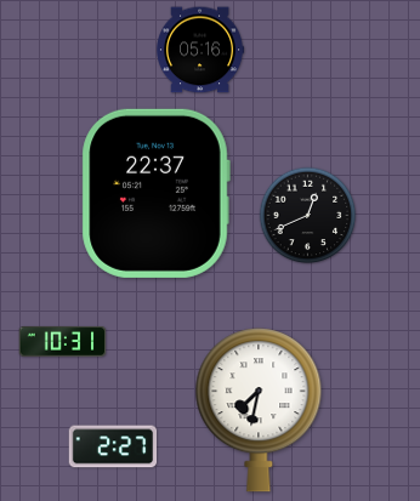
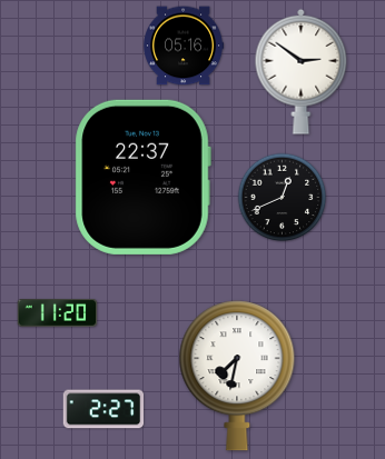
clock at (302, 71): none -> 2:51
clock at (63, 341): 10:31 -> 11:20
